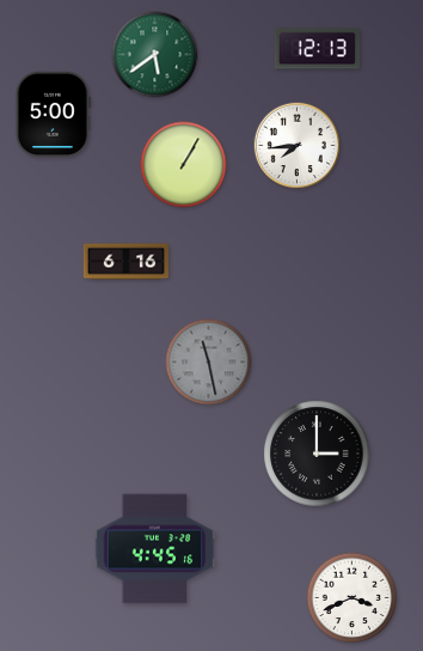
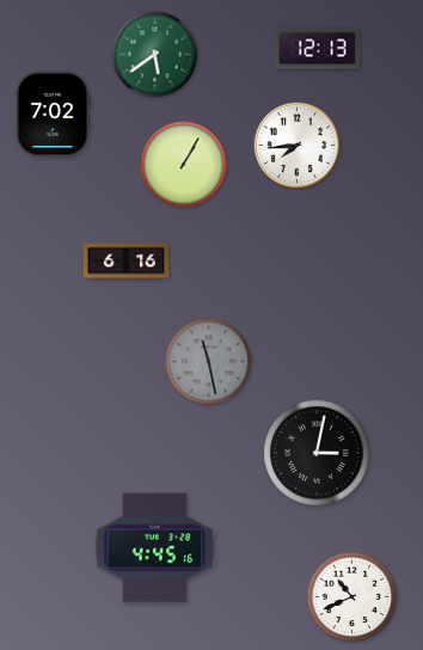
clock at (53, 114): 5:00 -> 7:02
clock at (317, 454): 3:00 -> 3:02
clock at (352, 598): 3:41 -> 10:41
